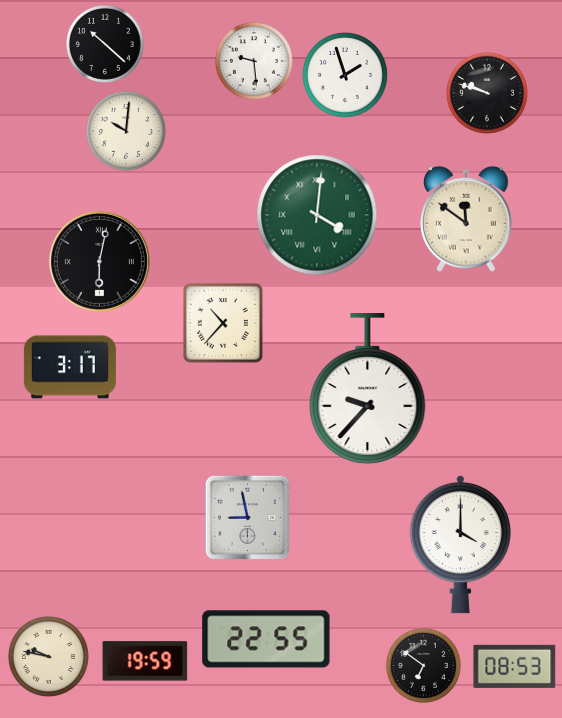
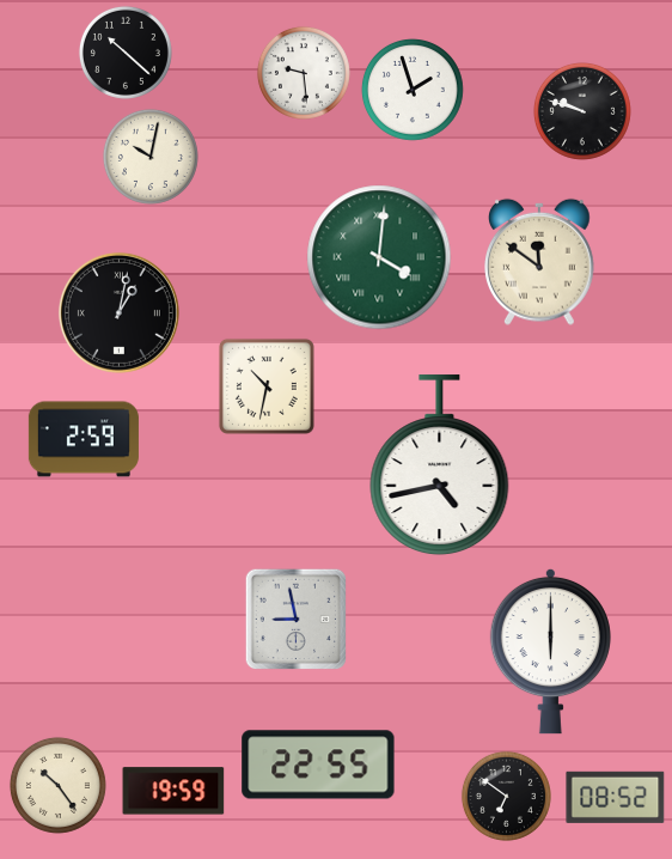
clock at (126, 131): 10:01 -> 10:02
clock at (467, 219) position: (467, 219) -> (540, 262)
clock at (99, 261): 6:02 -> 1:02
clock at (223, 323): 10:37 -> 10:32
clock at (70, 367): 3:17 -> 2:59
clock at (368, 389): 9:37 -> 4:43
clock at (460, 544): 4:00 -> 6:00
clock at (48, 656): 9:47 -> 10:24
clock at (515, 666): 08:53 -> 08:52
